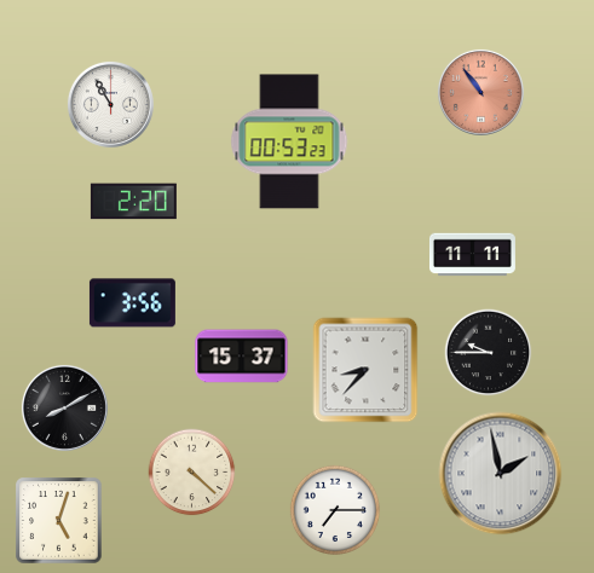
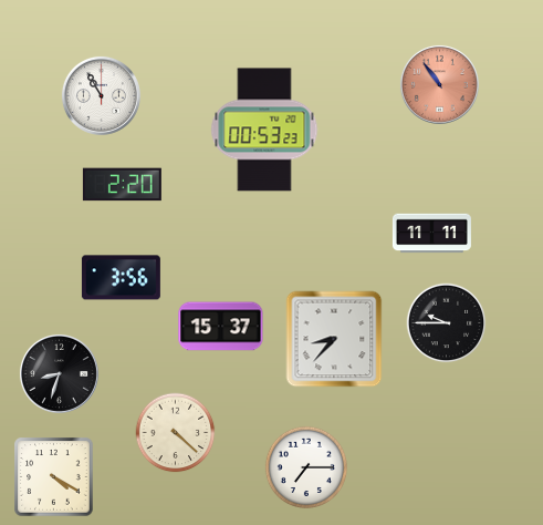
clock at (64, 407): 8:10 -> 8:33
clock at (501, 474): 1:58 -> none
clock at (59, 521): 5:03 -> 4:20
